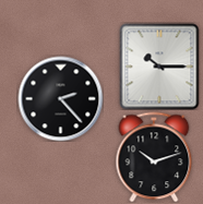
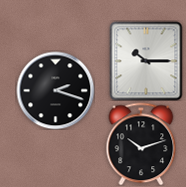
clock at (60, 98): 2:23 -> 2:18
